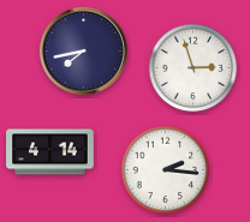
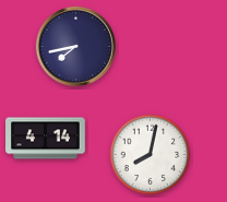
clock at (194, 68): 2:57 -> none
clock at (166, 170): 2:16 -> 8:02
